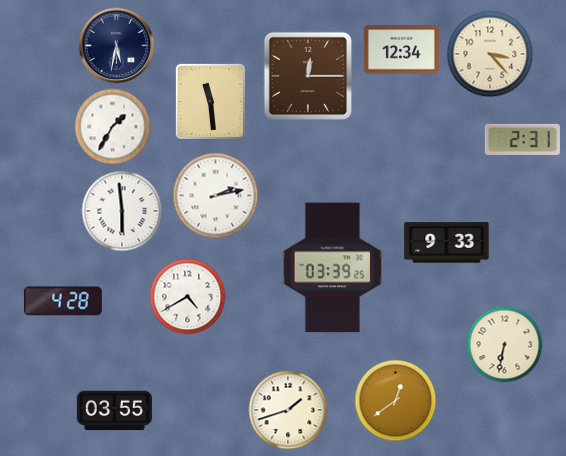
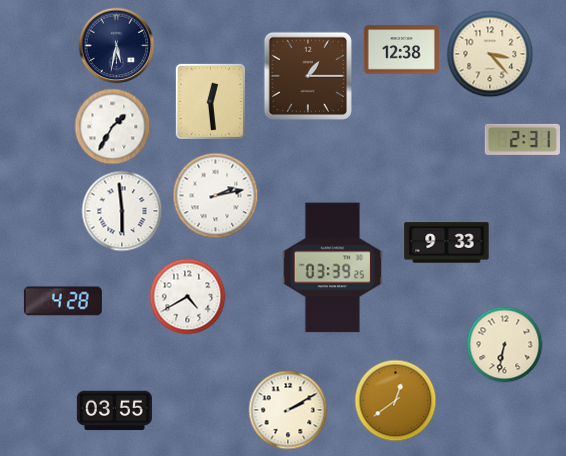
clock at (401, 50): 12:34 -> 12:38
clock at (308, 76): 12:15 -> 1:15
clock at (210, 101): 11:29 -> 12:29
clock at (288, 410): 1:42 -> 2:10
